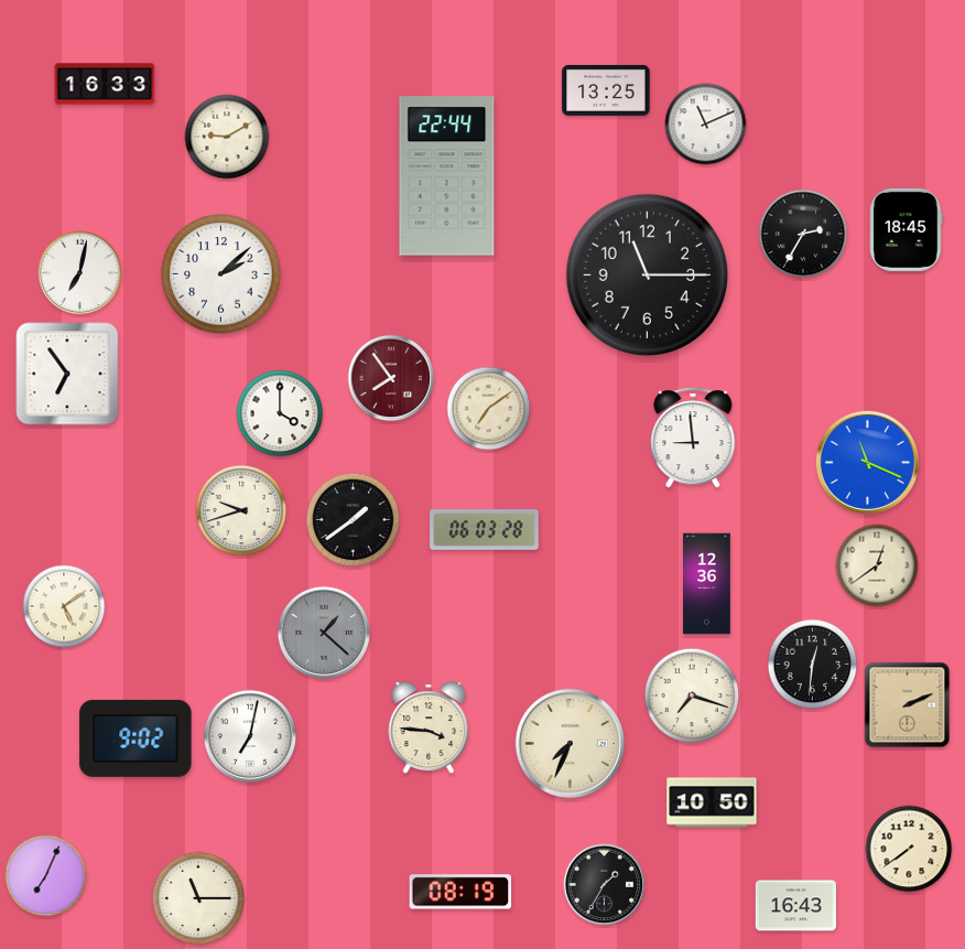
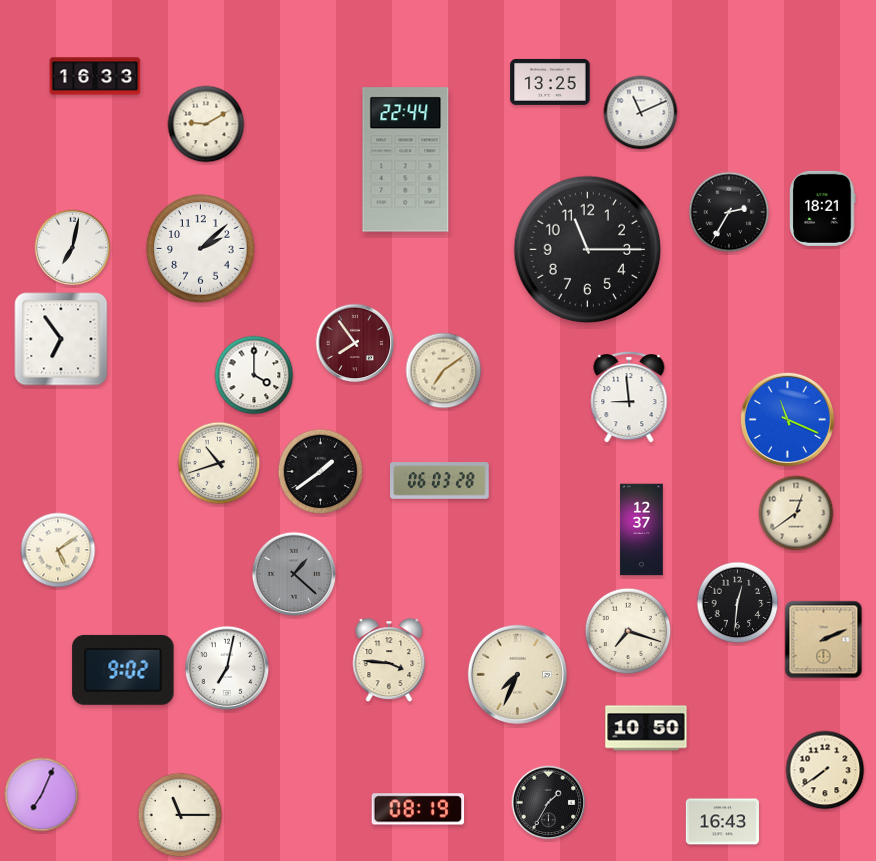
clock at (907, 229): 18:45 -> 18:21
clock at (241, 510): 9:42 -> 10:42
clock at (707, 584): 12:36 -> 12:37
